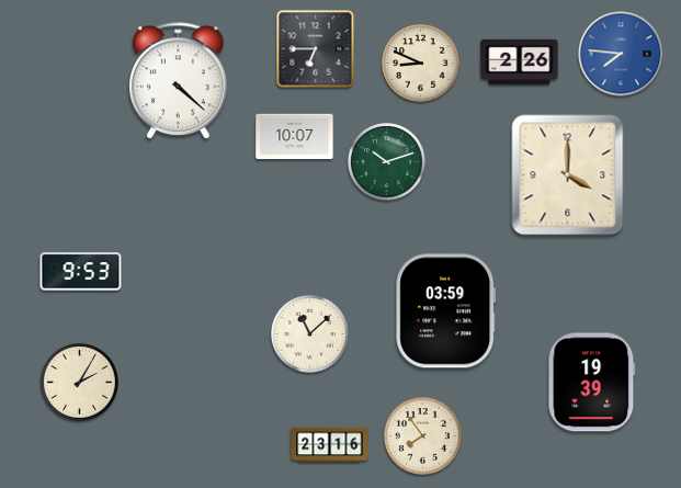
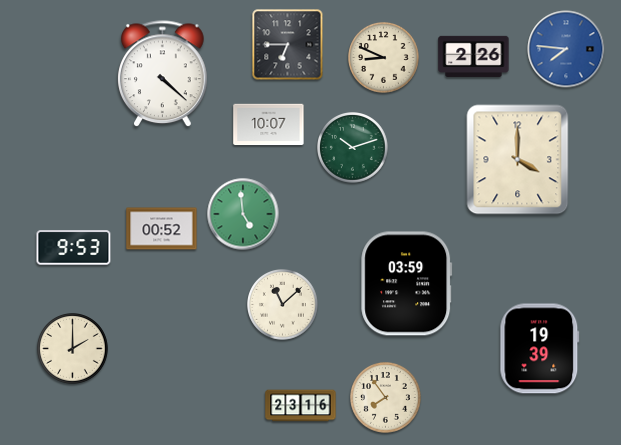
clock at (243, 214): none -> 4:59
clock at (162, 229): none -> 00:52
clock at (80, 383): 2:05 -> 2:00
